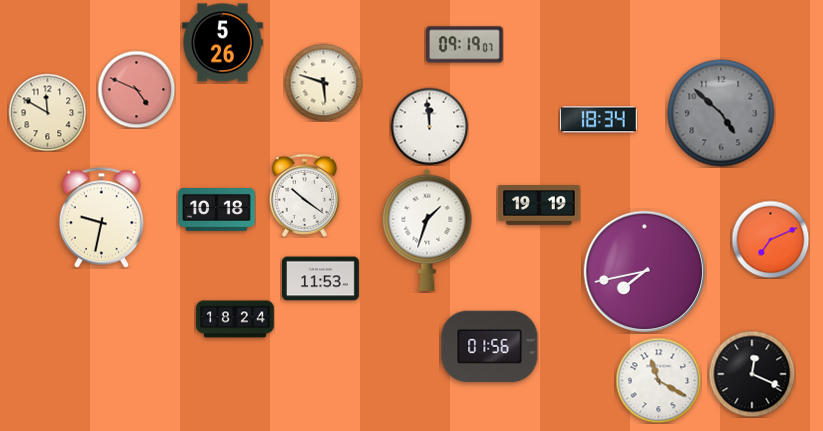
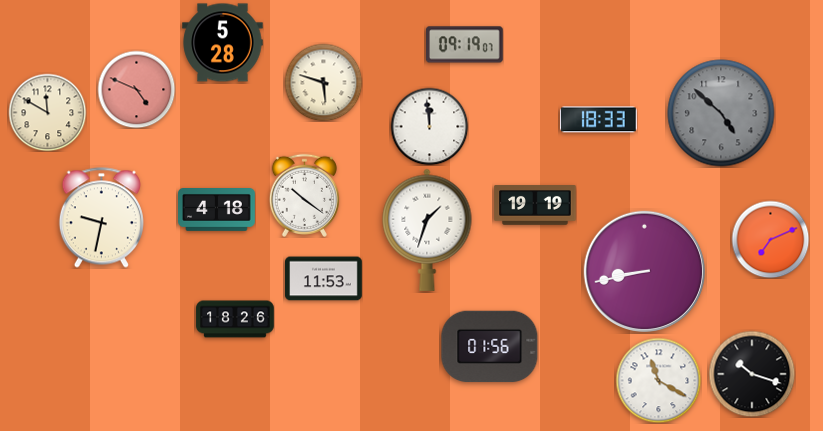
clock at (223, 43): 5:26 -> 5:28
clock at (598, 120): 18:34 -> 18:33
clock at (539, 205) position: (539, 205) -> (535, 205)
clock at (217, 210): 10:18 -> 4:18
clock at (644, 271): 7:43 -> 8:43
clock at (321, 279) position: (321, 279) -> (324, 279)
clock at (235, 319): 18:24 -> 18:26
clock at (752, 374): 12:19 -> 10:18
